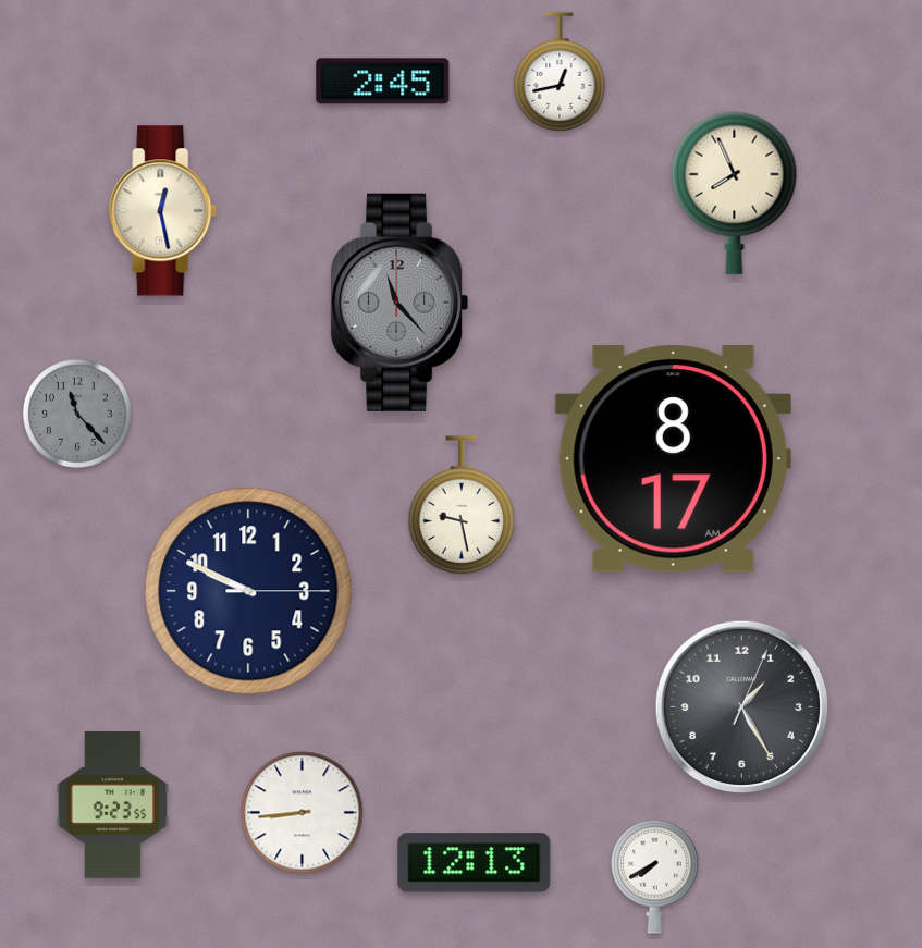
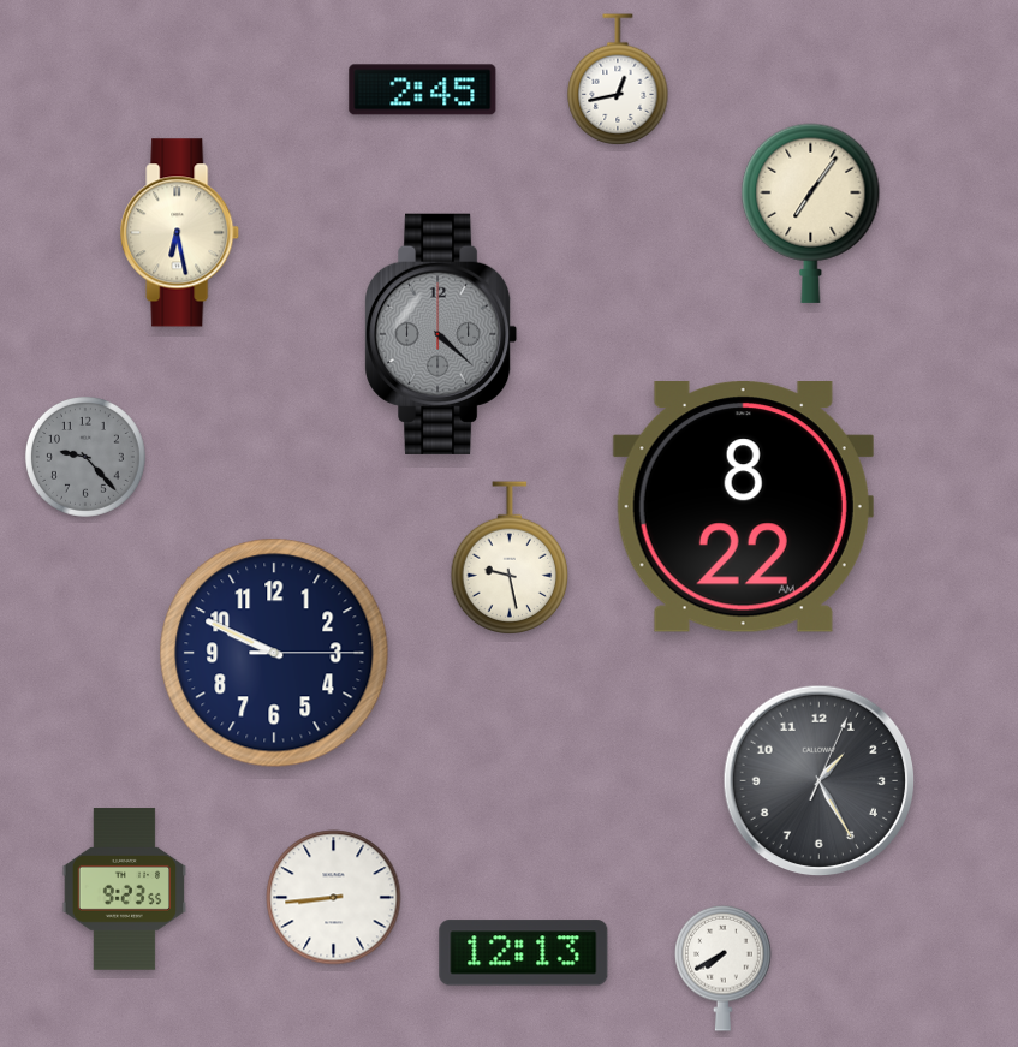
clock at (735, 193): 7:56 -> 7:06
clock at (163, 211): 12:28 -> 6:28
clock at (401, 303): 11:23 -> 4:22
clock at (77, 414): 11:23 -> 9:23
clock at (673, 459): 8:17 -> 8:22
